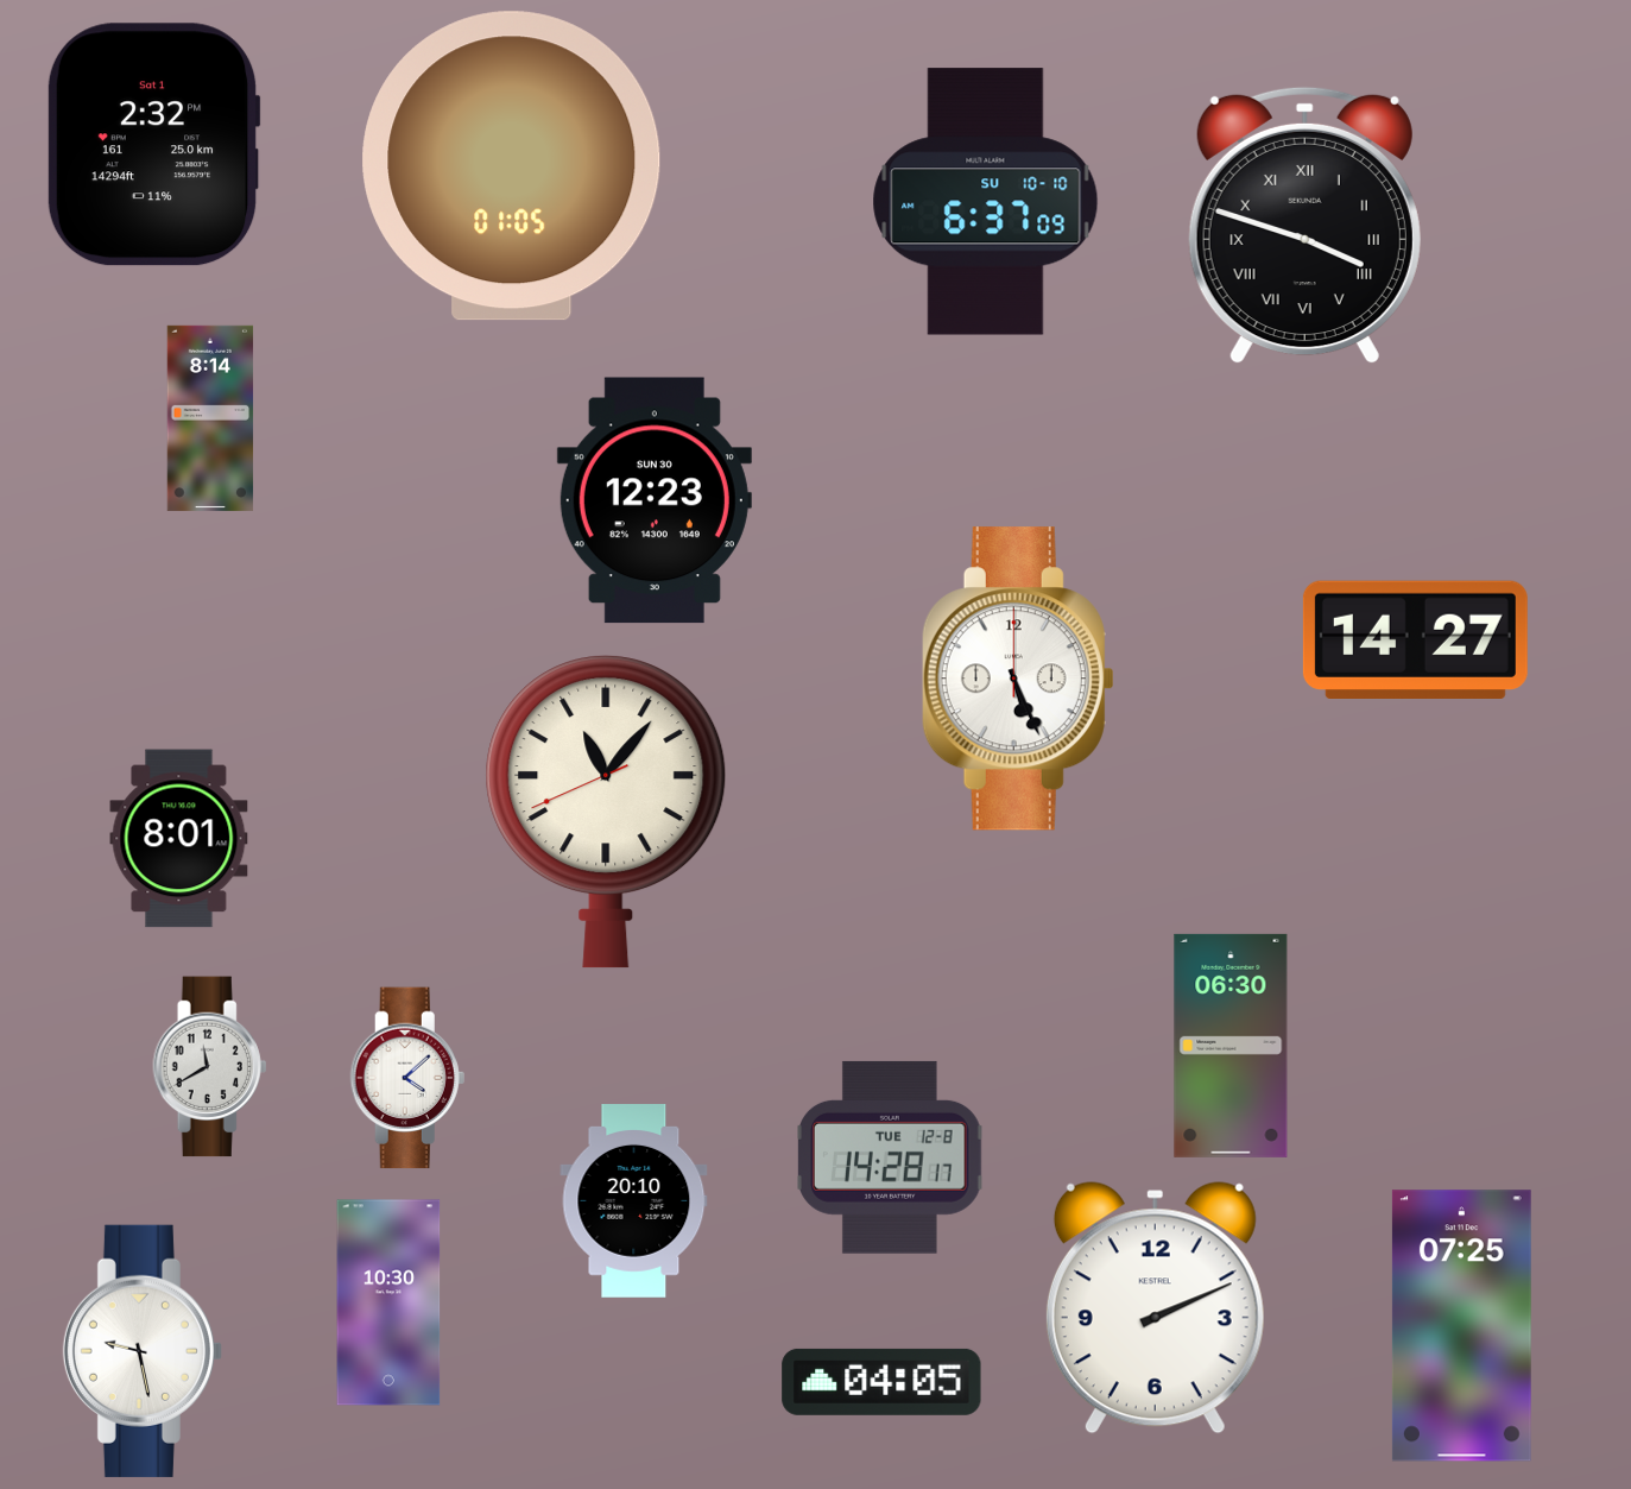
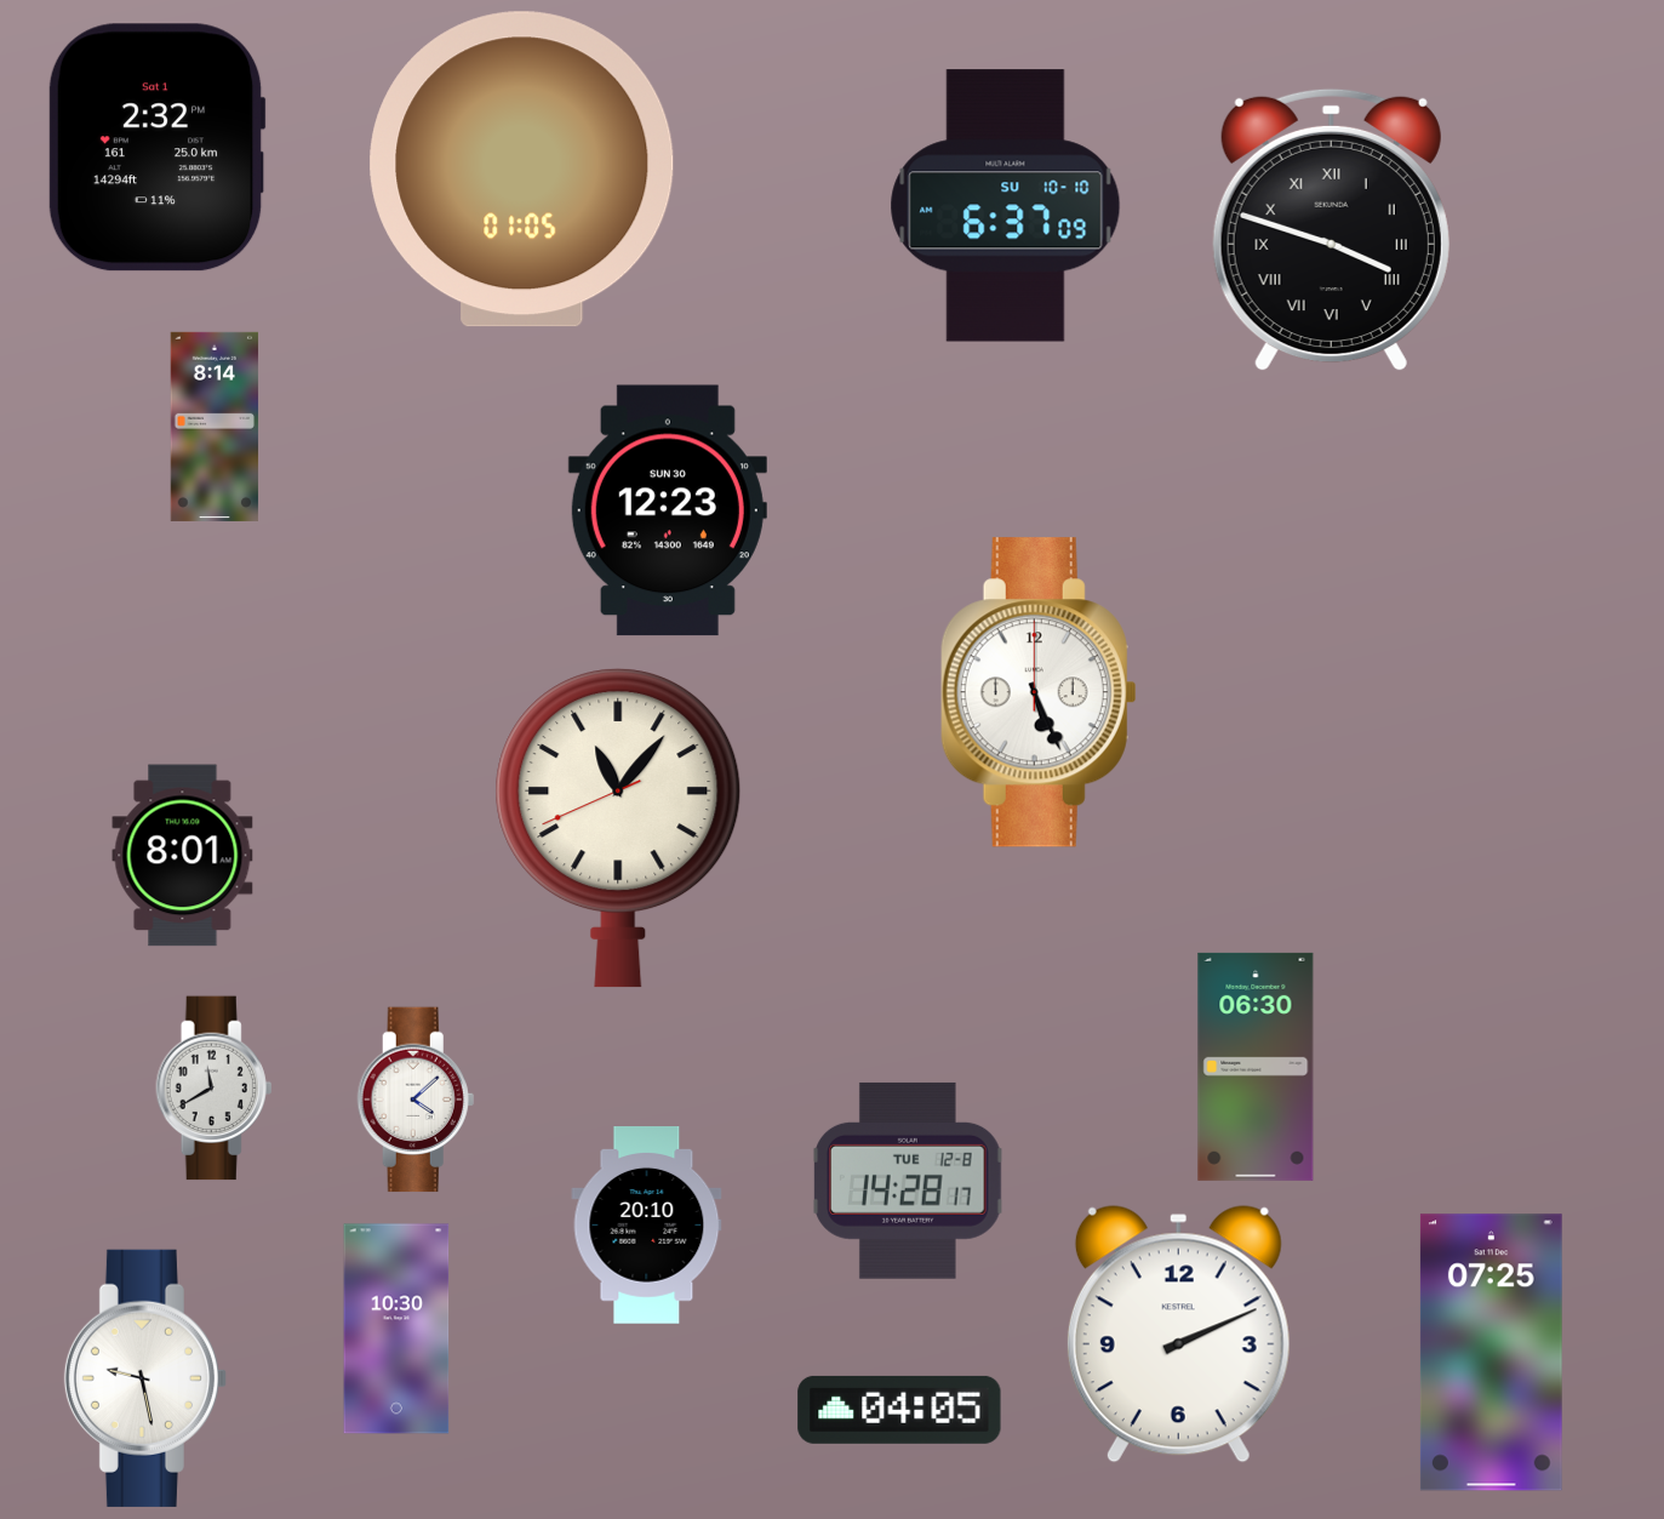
clock at (1415, 639): 14:27 -> none
